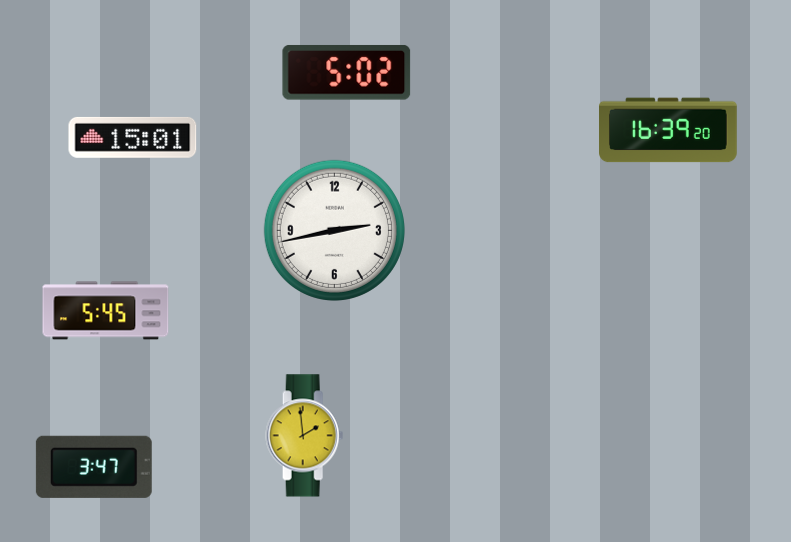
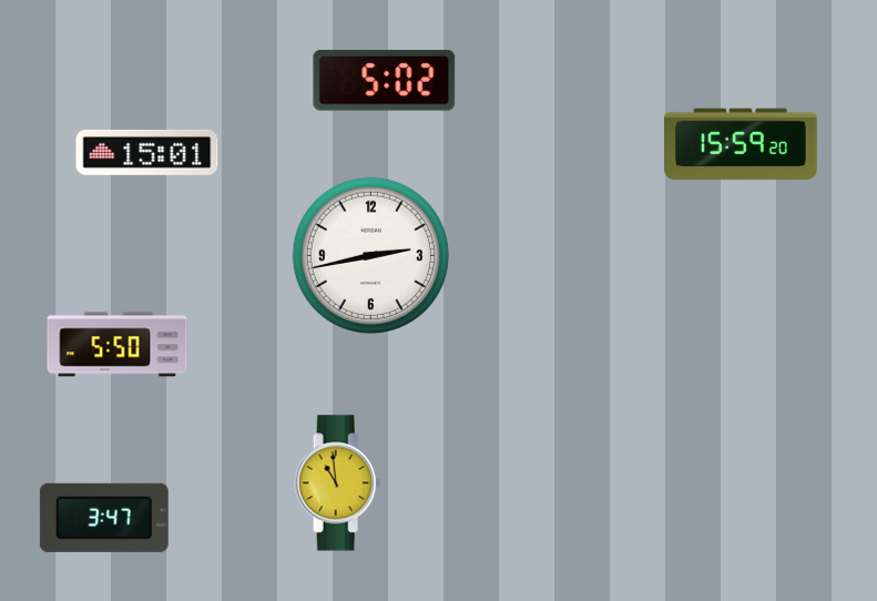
clock at (668, 130): 16:39 -> 15:59
clock at (106, 311): 5:45 -> 5:50
clock at (305, 436): 1:59 -> 10:59
